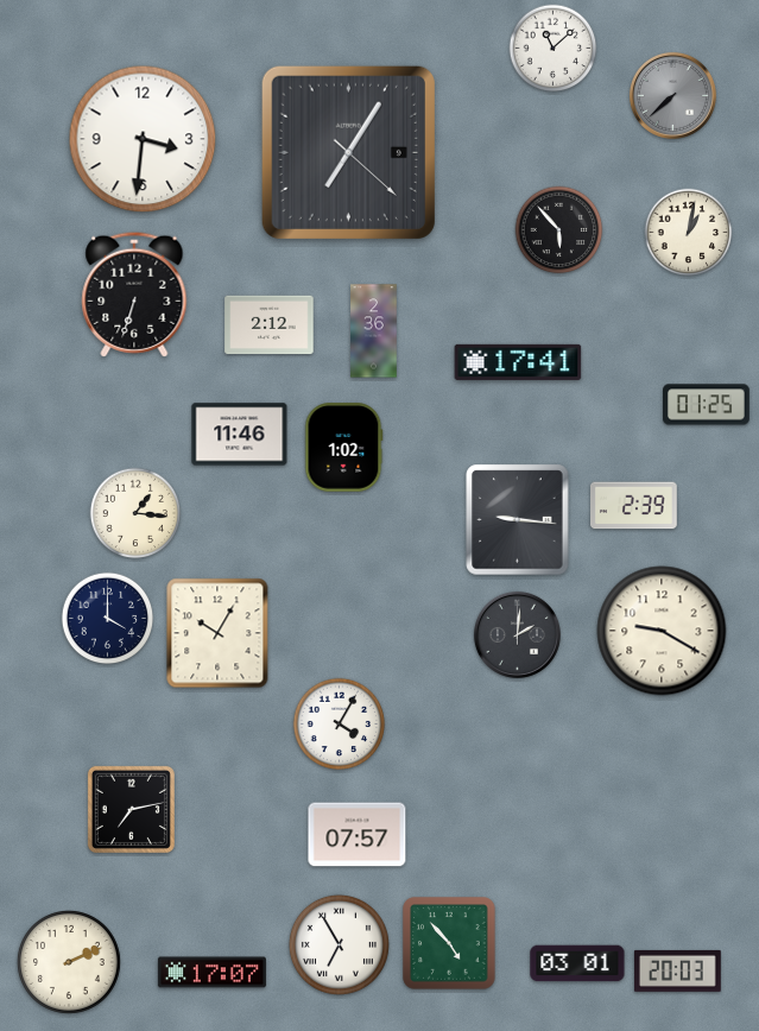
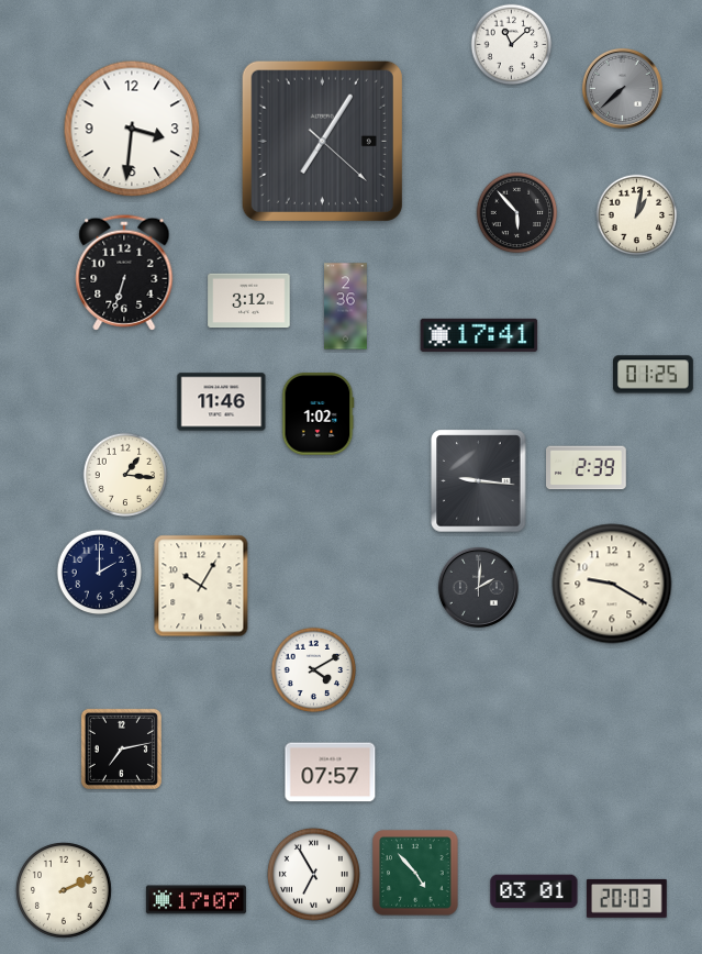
clock at (270, 325): 2:12 -> 3:12
clock at (108, 619): 4:00 -> 2:00
clock at (340, 725): 4:05 -> 4:10
